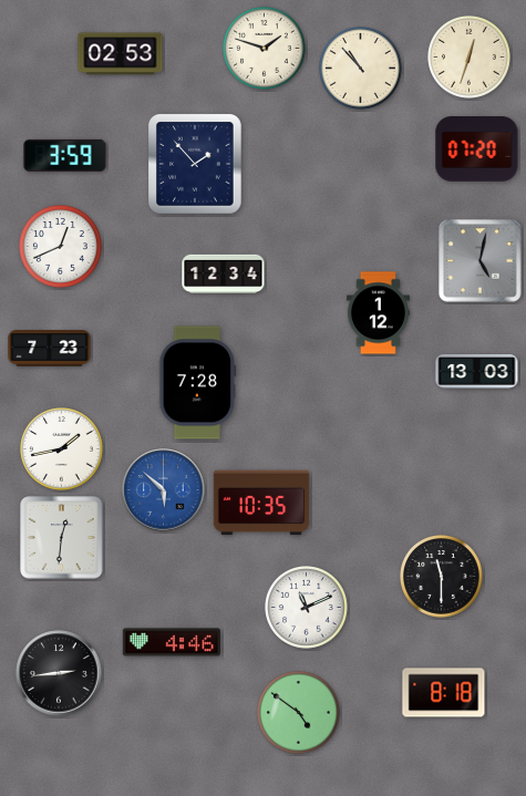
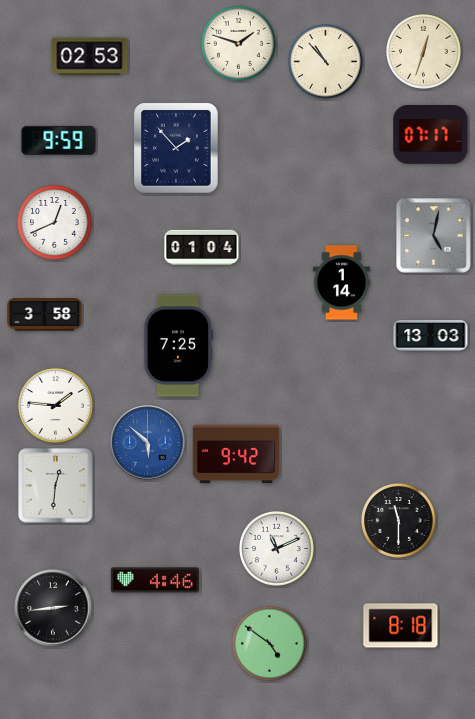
clock at (121, 54) position: (121, 54) -> (90, 57)
clock at (477, 149): 07:20 -> 07:17
clock at (65, 155): 3:59 -> 9:59
clock at (224, 275): 12:34 -> 01:04
clock at (378, 313): 1:12 -> 1:14
clock at (50, 349): 7:23 -> 3:58
clock at (198, 383): 7:28 -> 7:25
clock at (62, 449): 1:43 -> 1:46
clock at (261, 503): 10:35 -> 9:42
